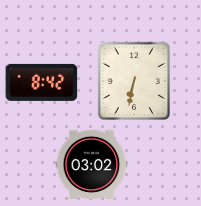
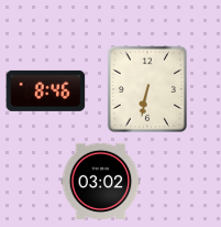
clock at (42, 82): 8:42 -> 8:46
